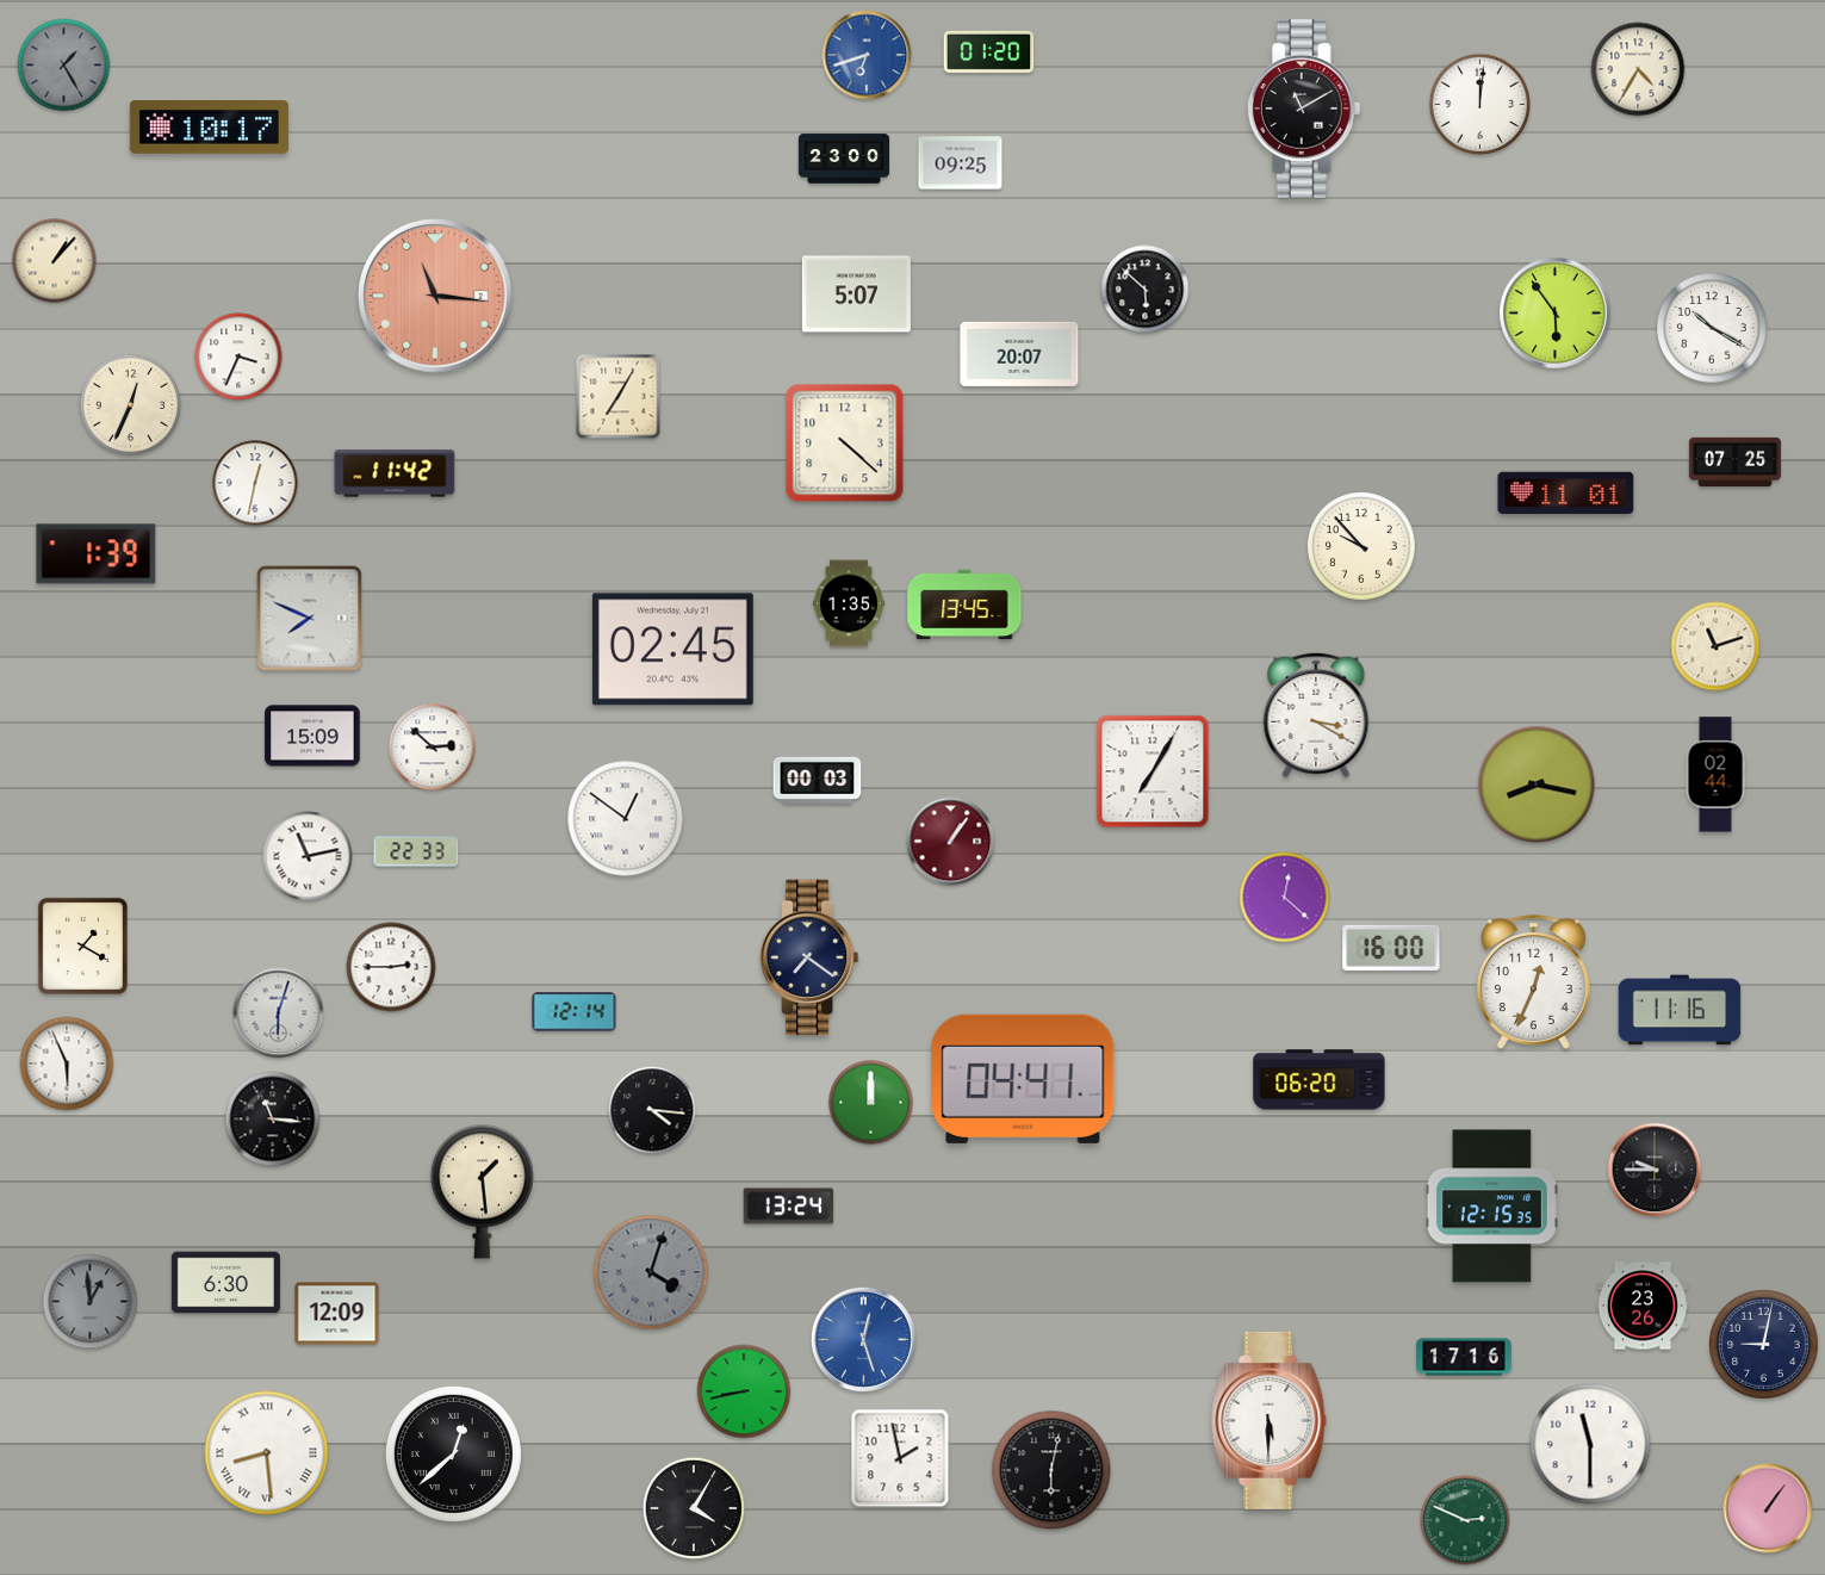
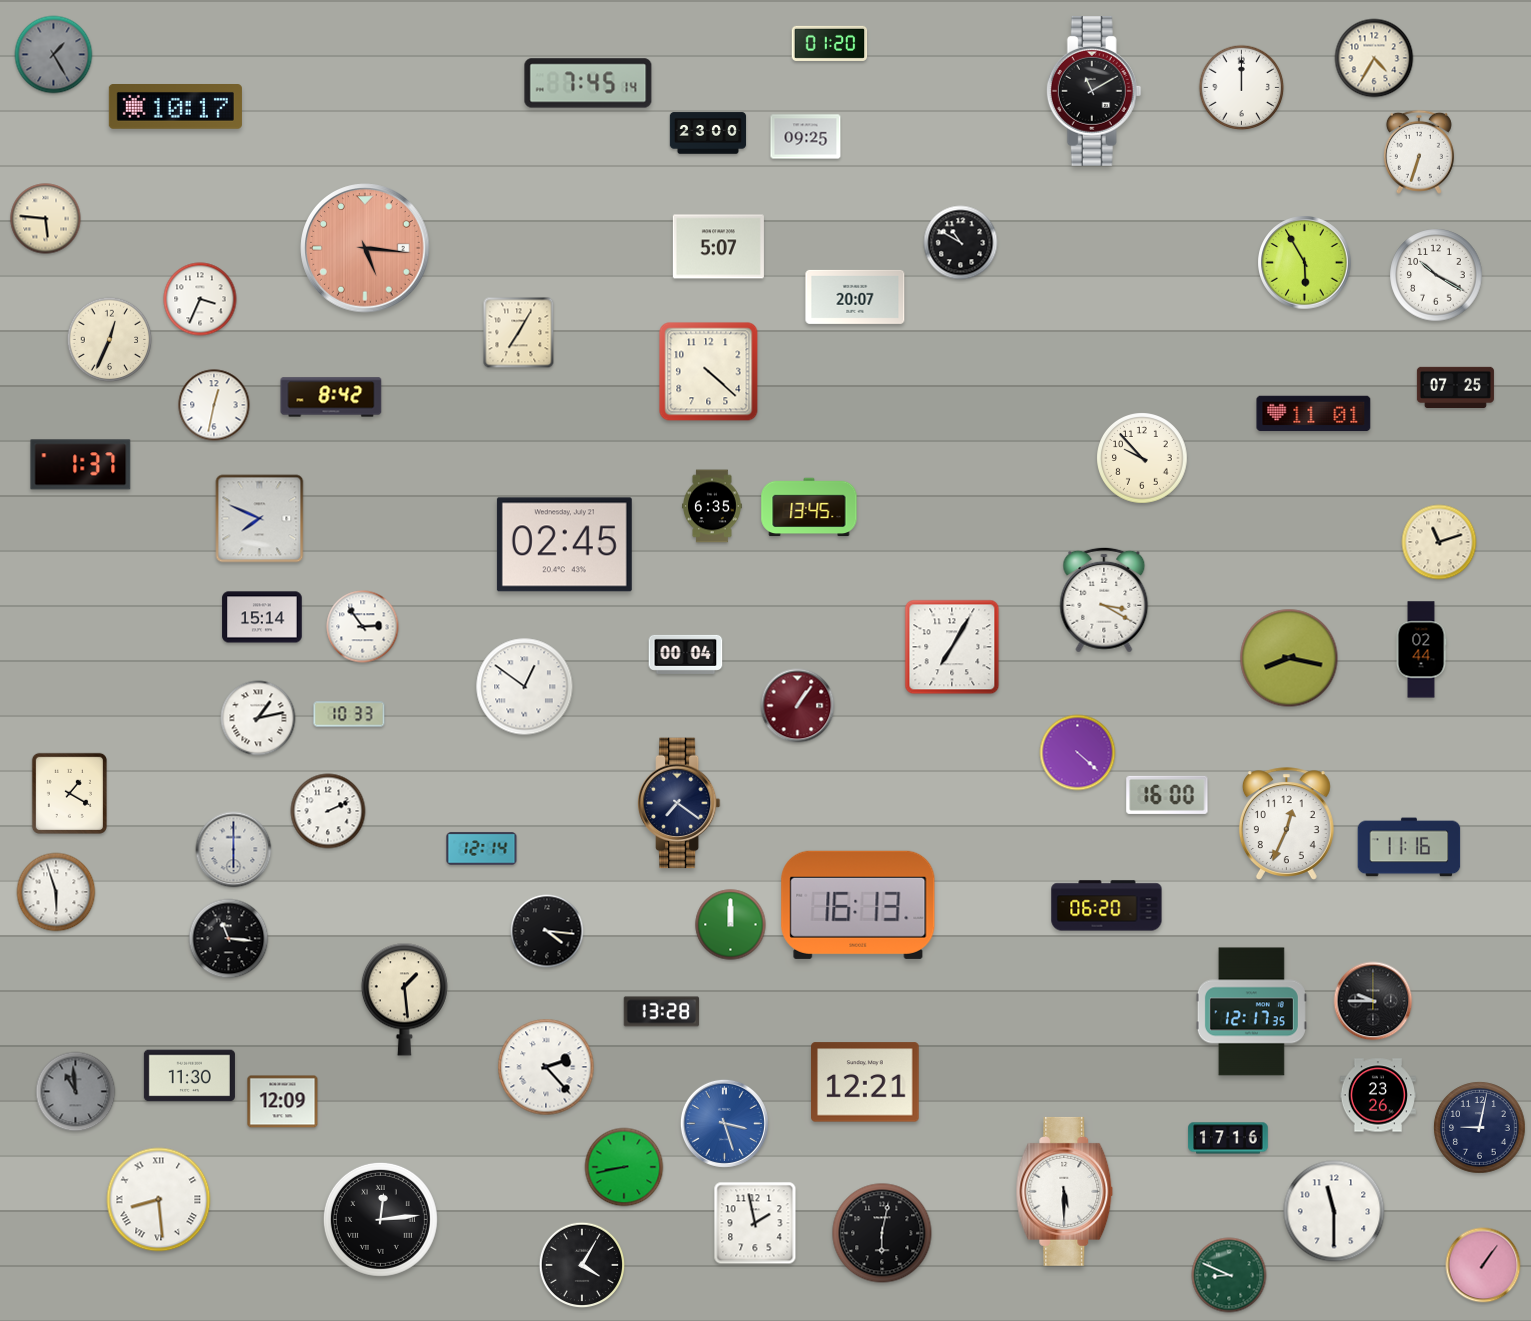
clock at (867, 55): 6:42 -> none
clock at (588, 83): none -> 7:45
clock at (1481, 105): 12:01 -> 12:00
clock at (1419, 152): none -> 6:33
clock at (55, 261): 1:07 -> 5:46
clock at (1146, 290): 5:52 -> 10:50
clock at (435, 296): 11:16 -> 5:16
clock at (1556, 314): 5:54 -> 5:55
clock at (395, 473): 11:42 -> 8:42
clock at (97, 554): 1:39 -> 1:37
clock at (850, 603): 1:35 -> 6:35
clock at (312, 736): 15:09 -> 15:14
clock at (433, 748): 2:52 -> 2:54
clock at (1153, 771) position: (1153, 771) -> (952, 647)
clock at (1715, 775) position: (1715, 775) -> (1421, 650)
clock at (818, 780): 00:03 -> 00:04
clock at (416, 851): 22:33 -> 10:33
clock at (308, 856): 11:13 -> 1:13
clock at (1285, 898): 12:22 -> 4:22
clock at (391, 967): 2:45 -> 2:11
clock at (279, 1013): 6:03 -> 6:00
clock at (67, 1064): 5:56 -> 5:57
clock at (1023, 1079): 04:41 -> 16:13
clock at (1655, 1170) position: (1655, 1170) -> (1373, 1001)
clock at (789, 1207): 13:24 -> 13:28
clock at (1491, 1207): 12:15 -> 12:17
clock at (651, 1272): 4:03 -> 2:23
clock at (651, 1272) dial: grey -> white
clock at (225, 1283): 6:30 -> 11:30
clock at (866, 1082): none -> 12:21
clock at (91, 1302): 12:59 -> 10:59
clock at (863, 1339): 12:27 -> 3:27
clock at (267, 1453) position: (267, 1453) -> (159, 1200)
clock at (453, 1453): 12:38 -> 12:14
clock at (1465, 1520): 2:49 -> 8:49
